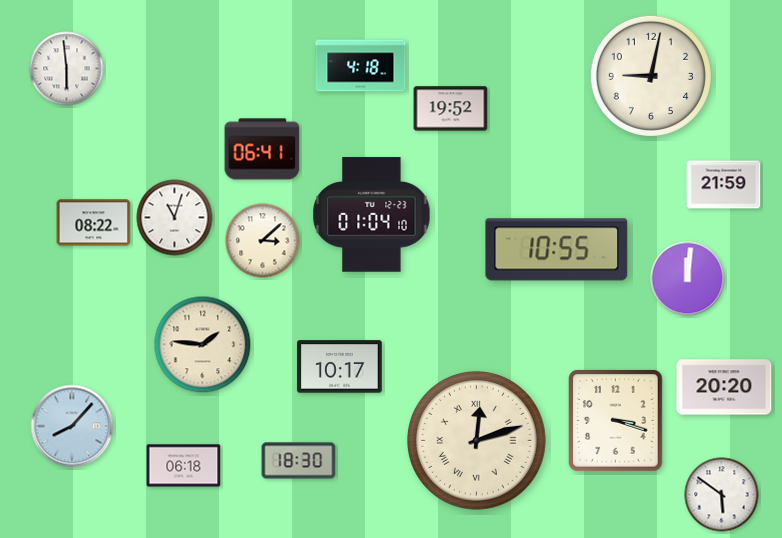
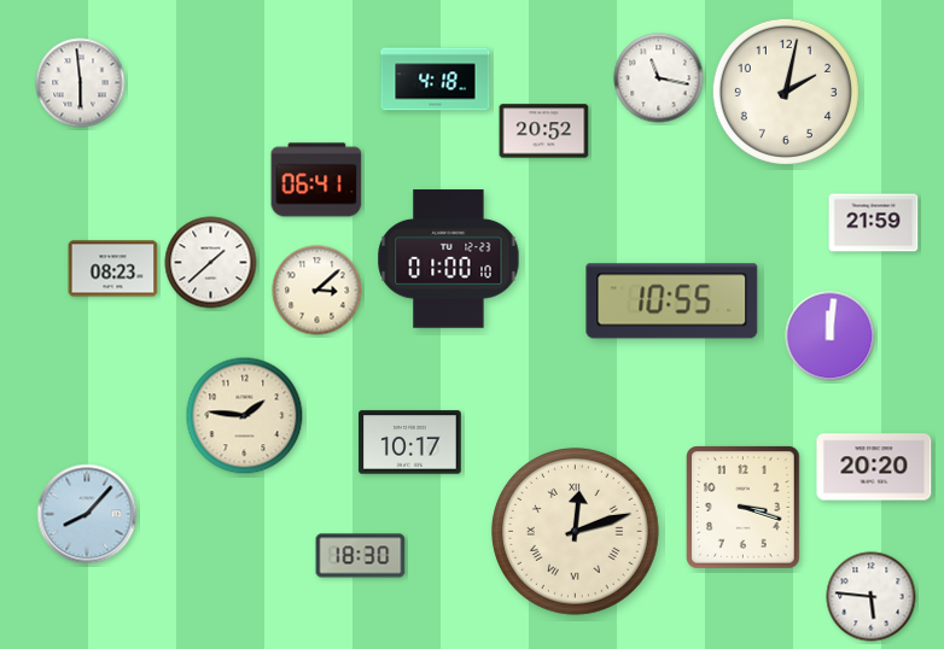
clock at (659, 78): none -> 11:17
clock at (651, 76): 9:02 -> 2:02
clock at (451, 109): 19:52 -> 20:52
clock at (372, 215): 01:04 -> 01:00
clock at (175, 218): 11:03 -> 1:38
clock at (94, 223): 08:22 -> 08:23
clock at (184, 466): 06:18 -> none
clock at (722, 495): 5:51 -> 5:46
